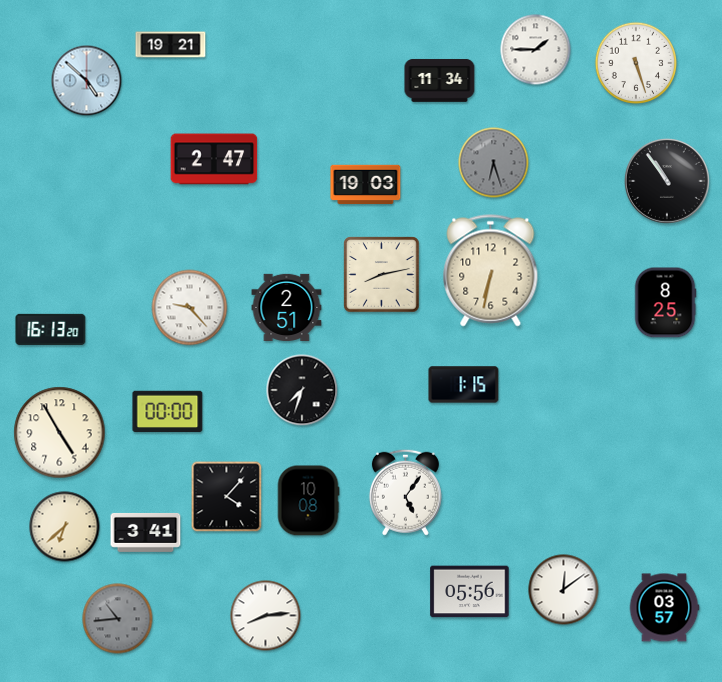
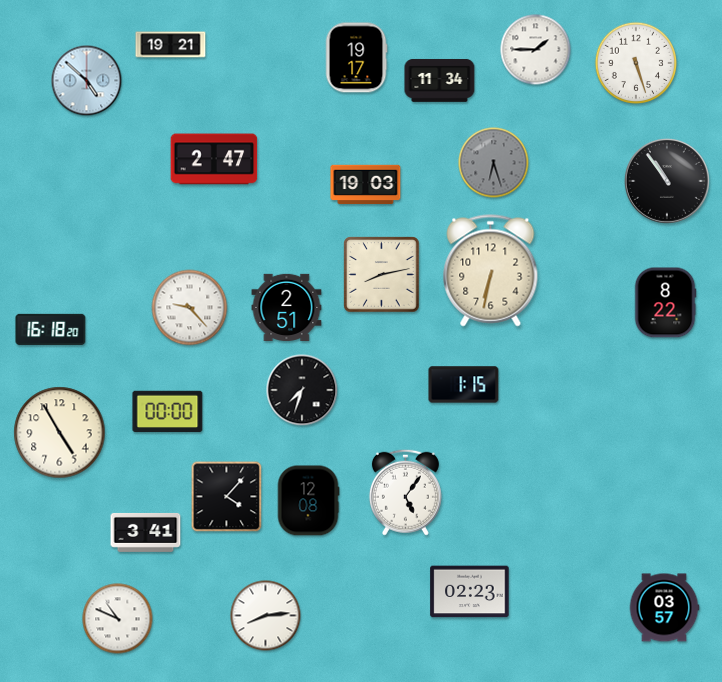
clock at (356, 58): none -> 19:17
clock at (665, 303): 8:25 -> 8:22
clock at (51, 329): 16:13 -> 16:18
clock at (308, 501): 10:08 -> 12:08
clock at (65, 527): 6:38 -> none
clock at (564, 590): 12:09 -> none
clock at (470, 592): 05:56 -> 02:23
clock at (118, 619): 10:44 -> 10:49
clock at (118, 619) dial: grey -> white
